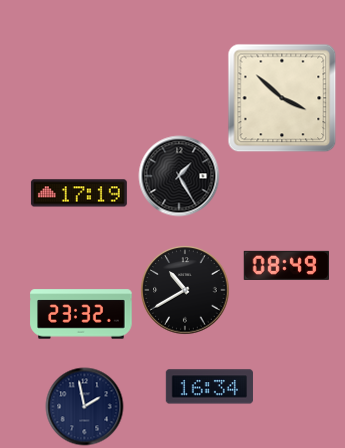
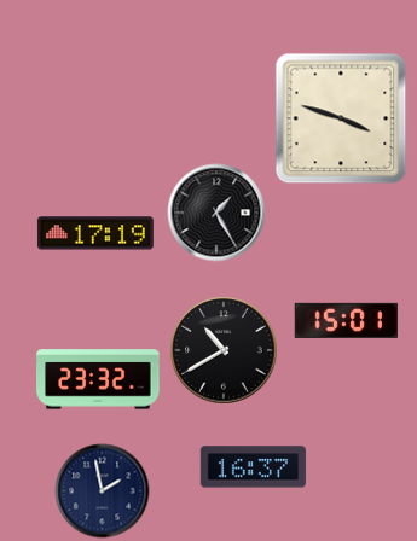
clock at (282, 98): 3:52 -> 3:48
clock at (286, 265): 08:49 -> 15:01
clock at (209, 387): 16:34 -> 16:37
